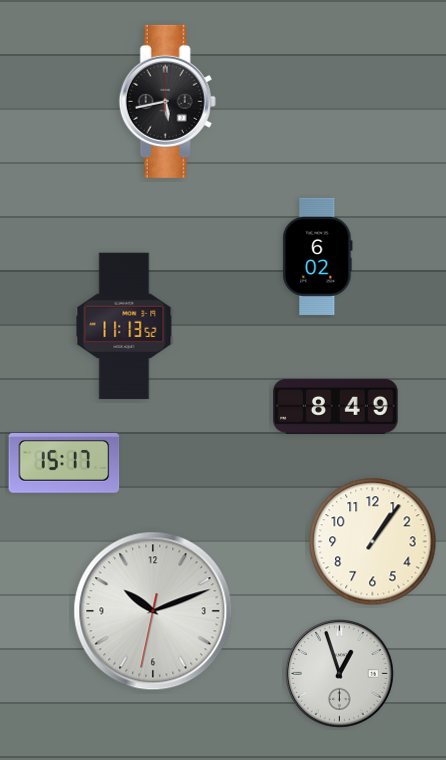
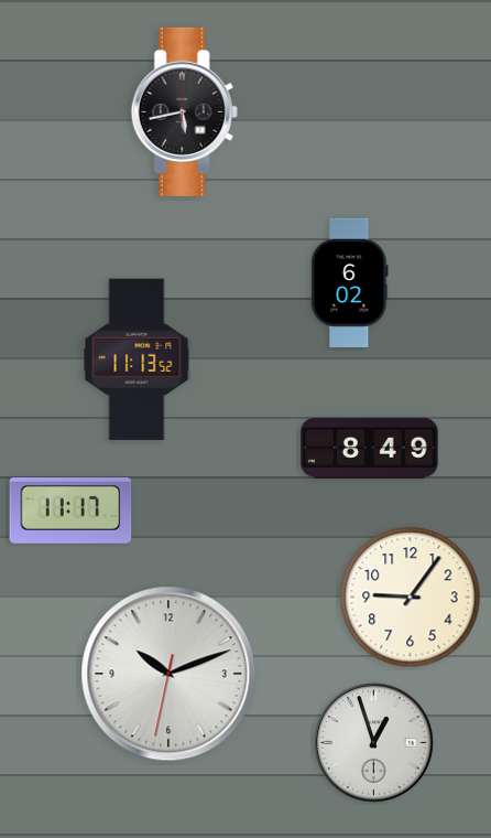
clock at (64, 464): 15:17 -> 11:17
clock at (373, 542): 1:06 -> 9:06
